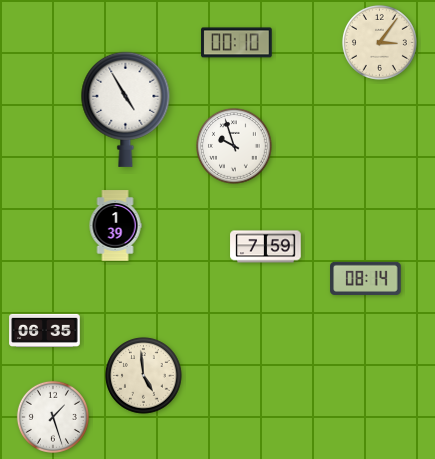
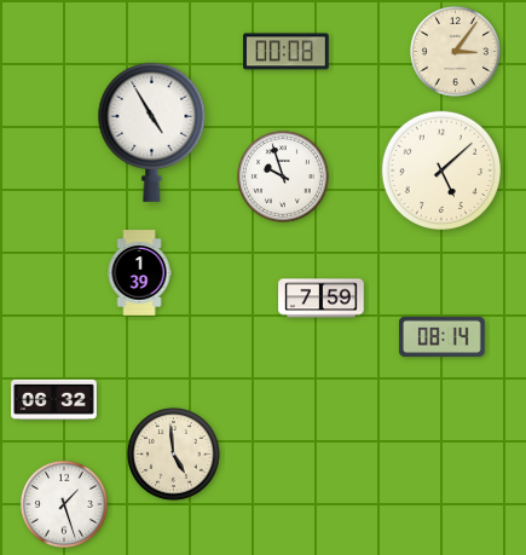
clock at (379, 42) position: (379, 42) -> (455, 51)
clock at (237, 43): 00:10 -> 00:08
clock at (441, 170): none -> 5:08
clock at (45, 330): 06:35 -> 06:32
